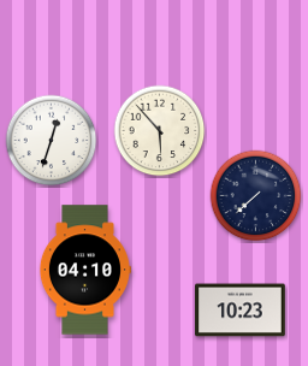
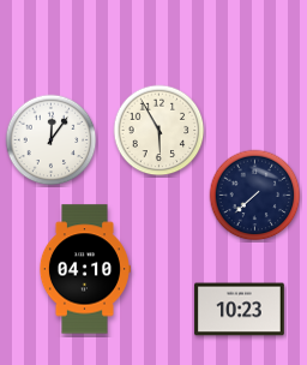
clock at (160, 131): 5:53 -> 5:55
clock at (52, 141): 12:33 -> 12:06
